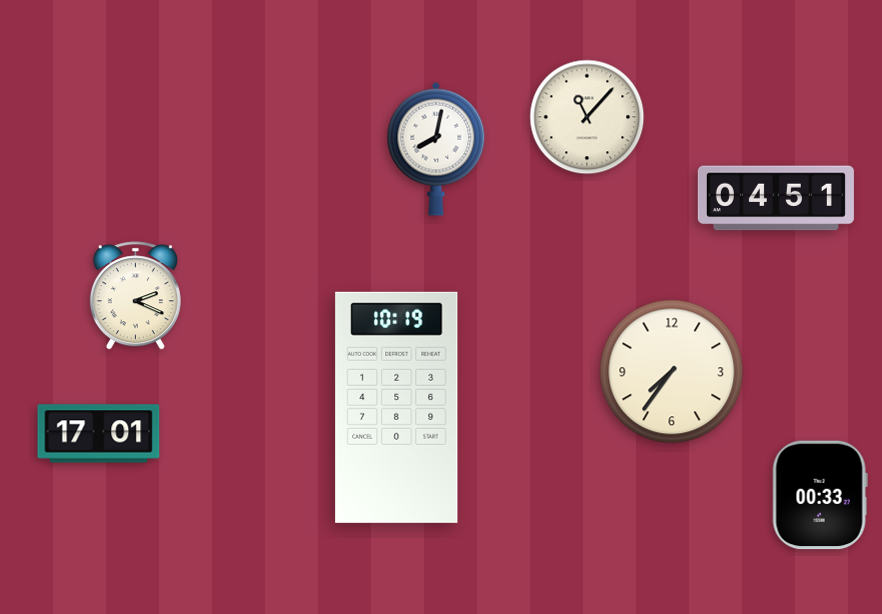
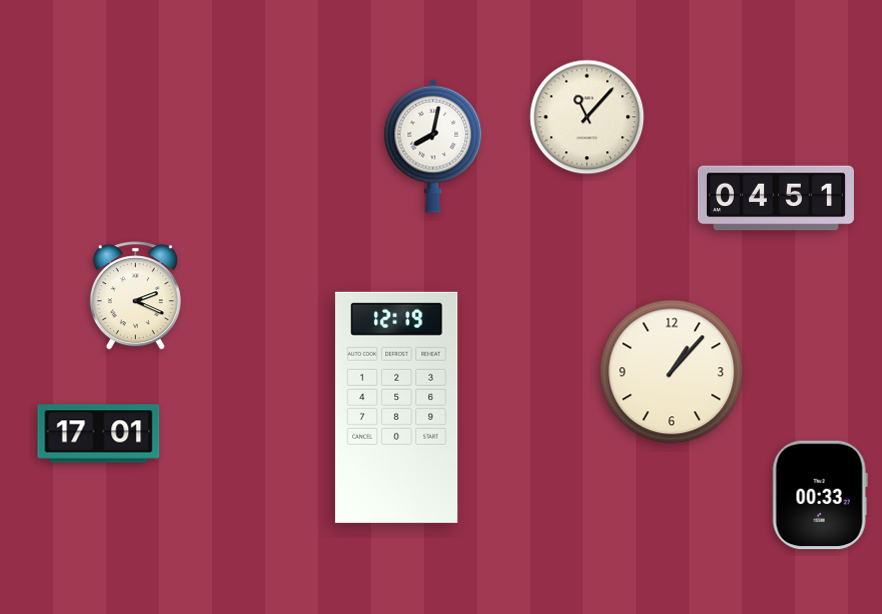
clock at (436, 149) position: (436, 149) -> (433, 146)
clock at (672, 372): 7:36 -> 1:07
clock at (397, 407): 10:19 -> 12:19
